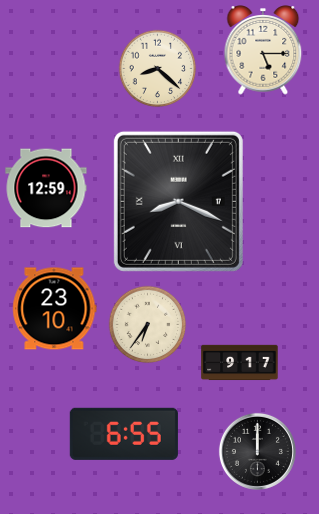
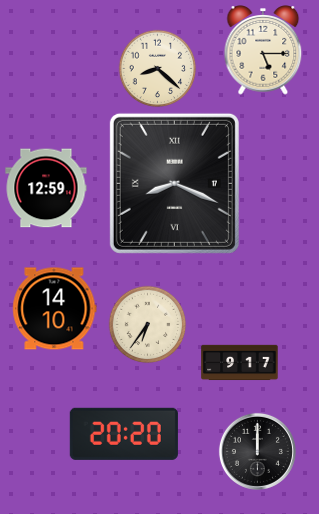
clock at (178, 201) position: (178, 201) -> (174, 183)
clock at (55, 309): 23:10 -> 14:10
clock at (124, 434): 6:55 -> 20:20
